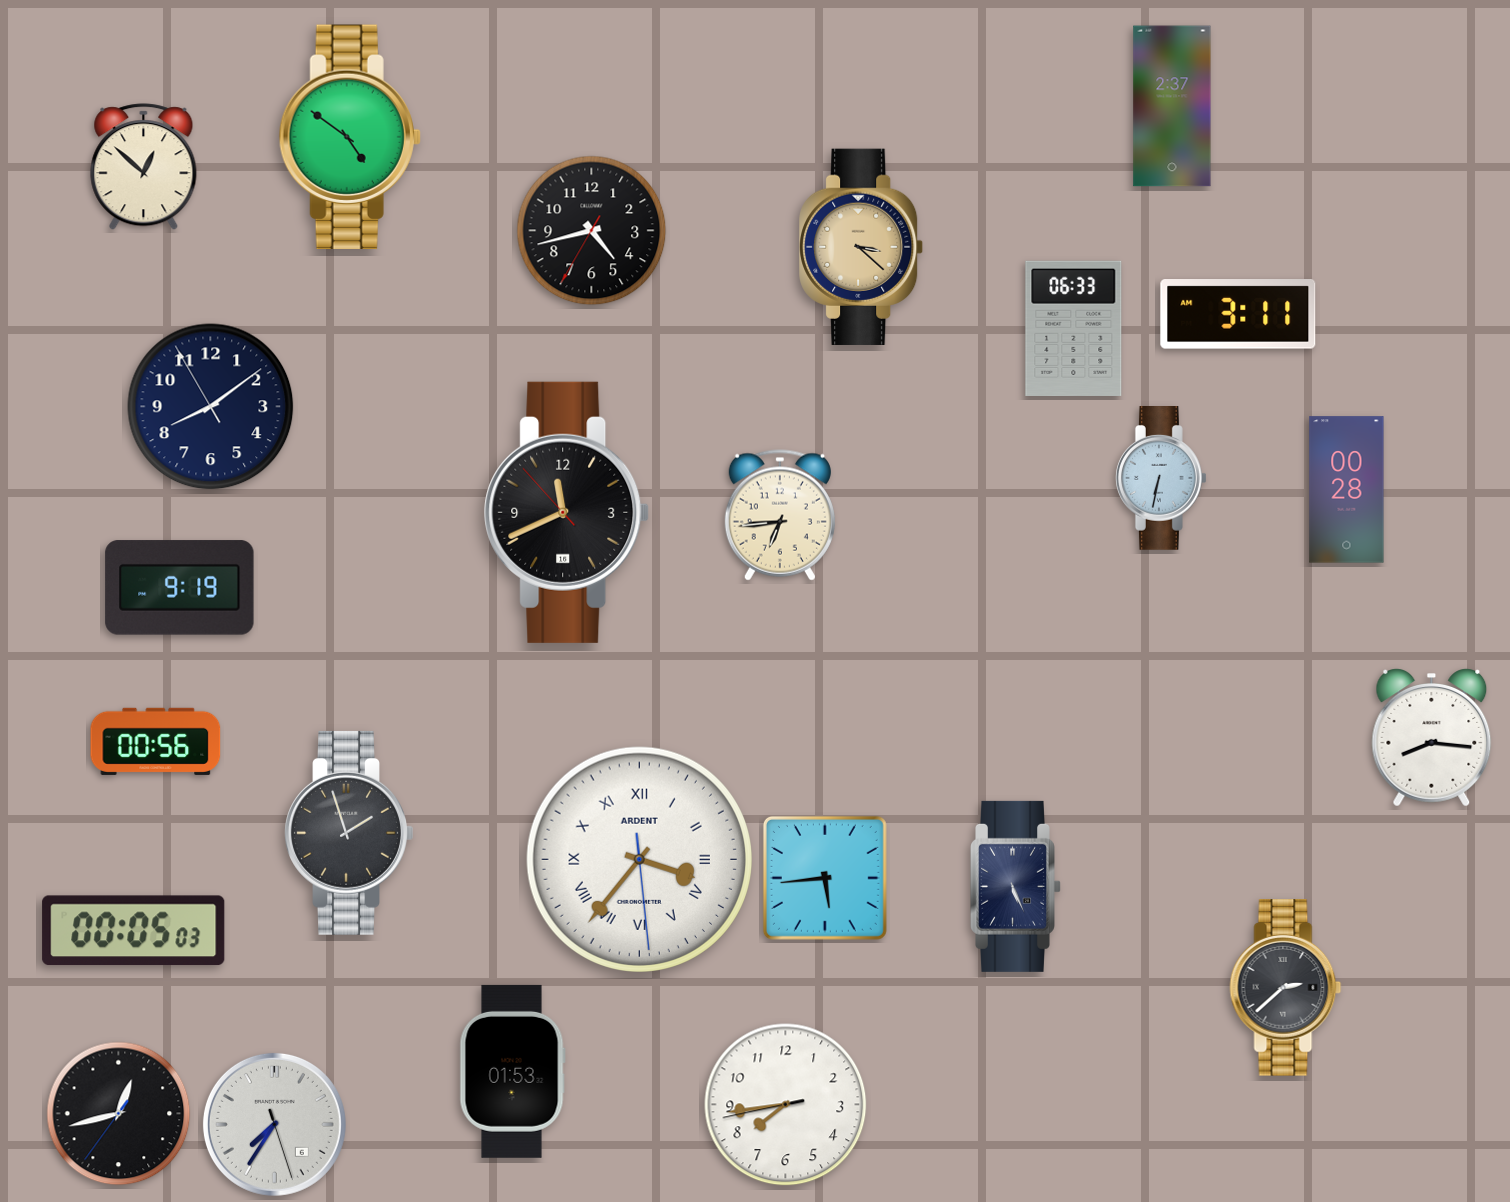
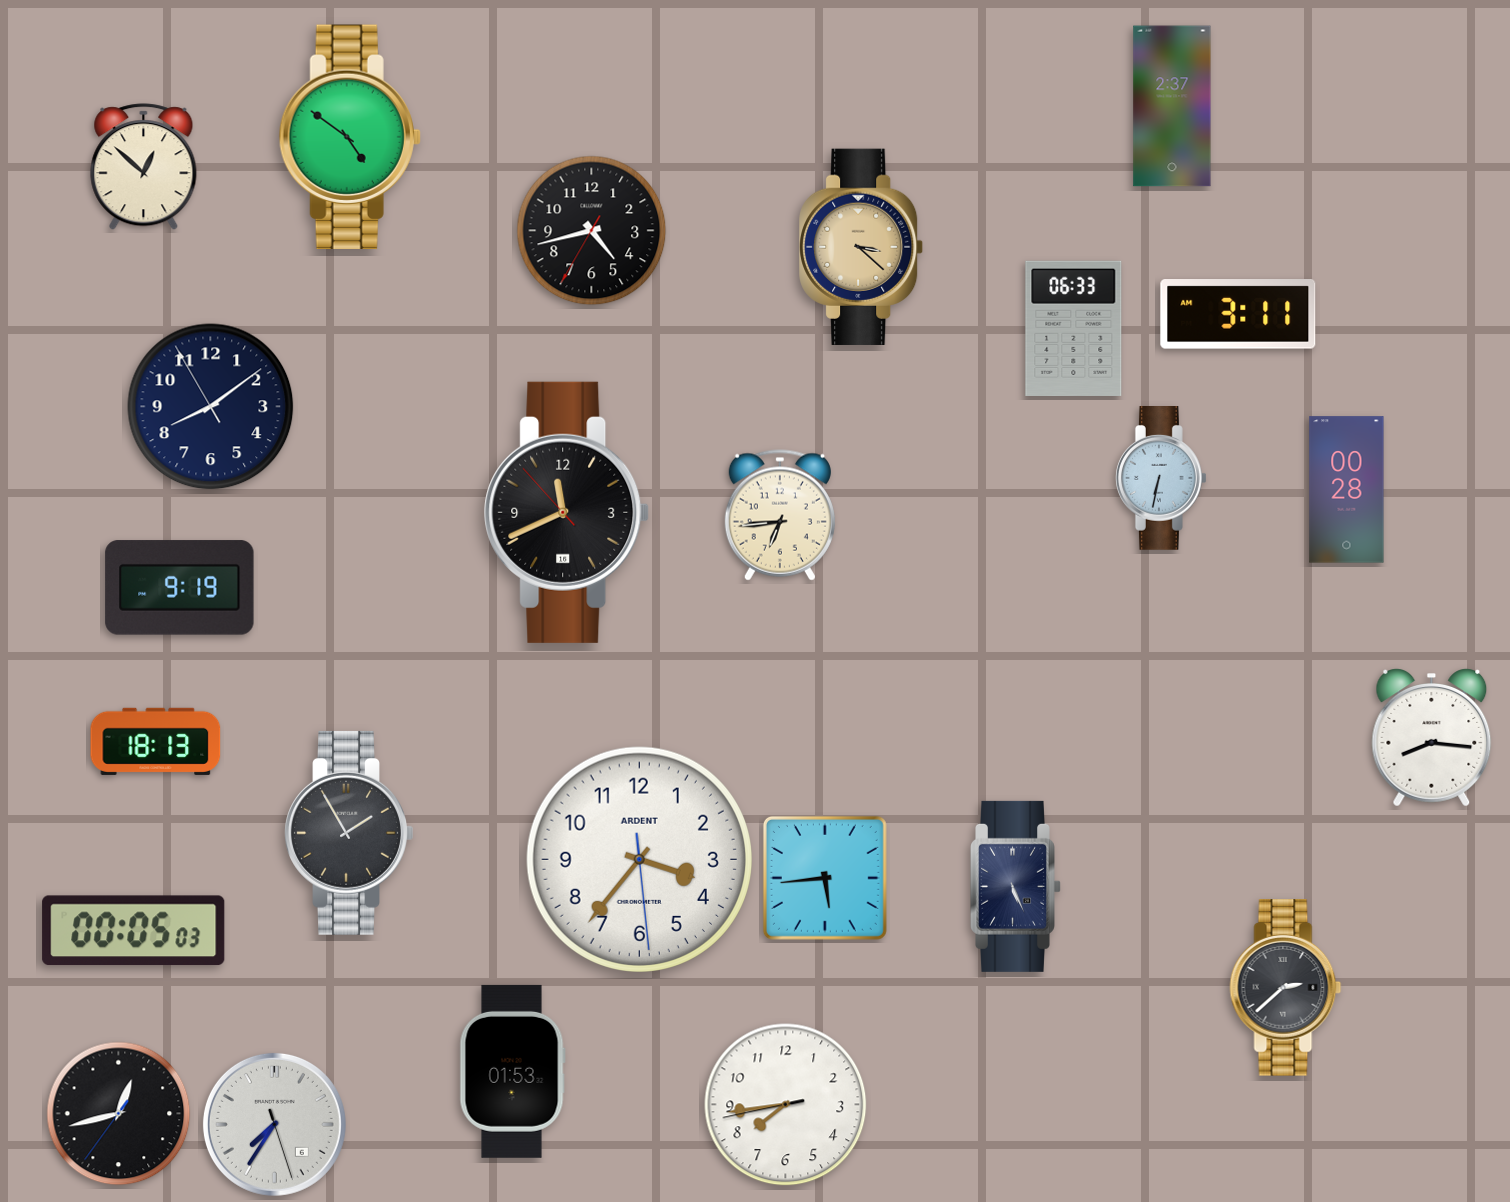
clock at (156, 741): 00:56 -> 18:13
clock at (349, 833): 1:57 -> 1:55
clock at (639, 859) numerals: Roman -> Arabic
